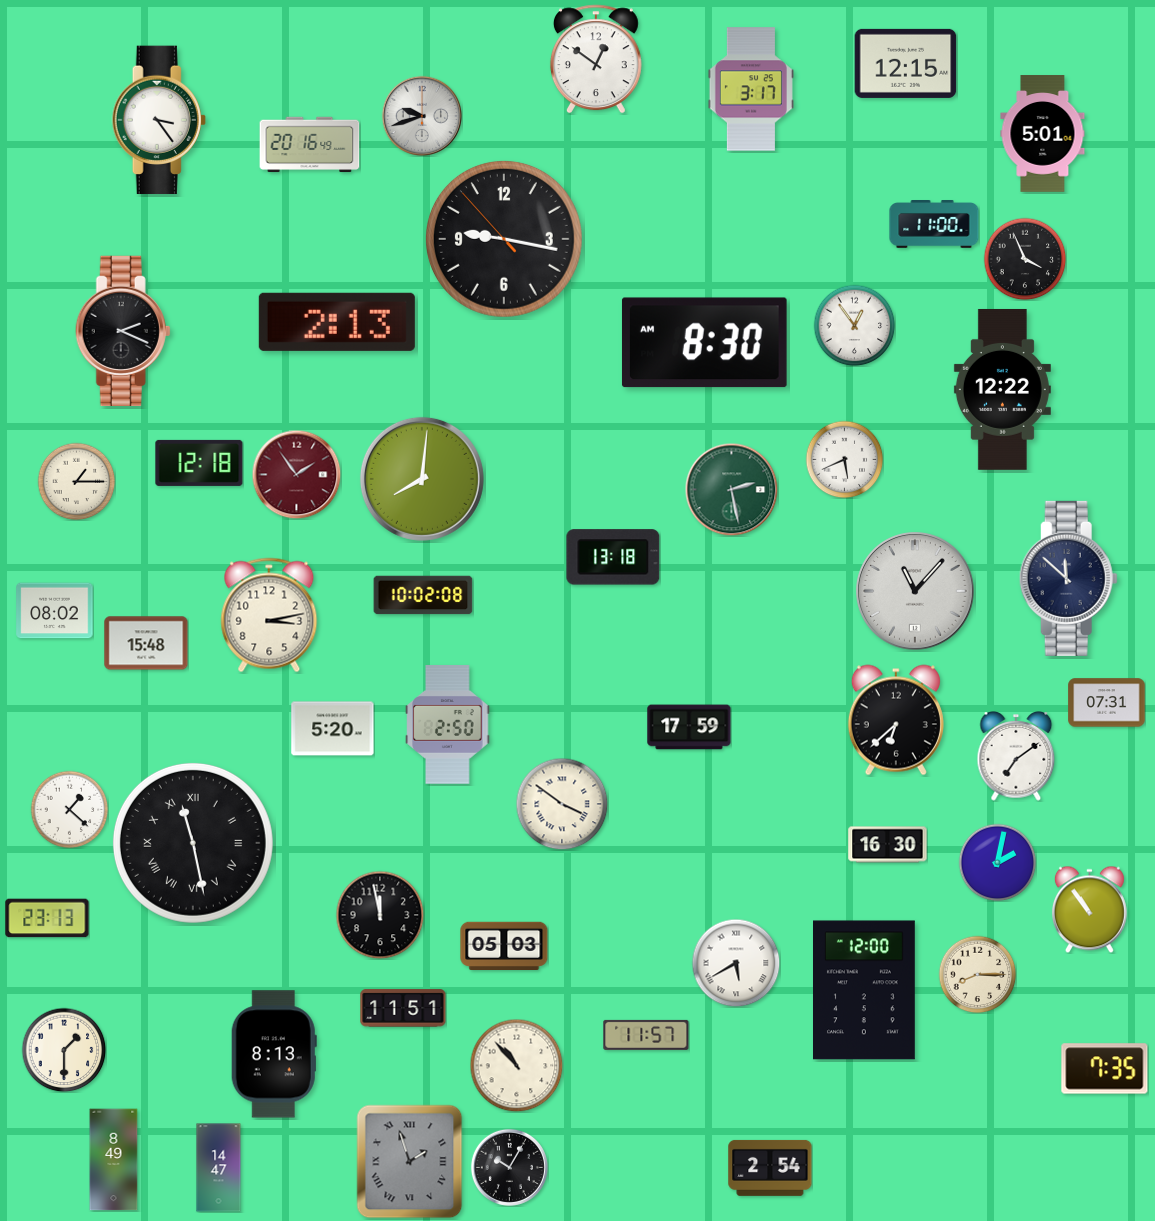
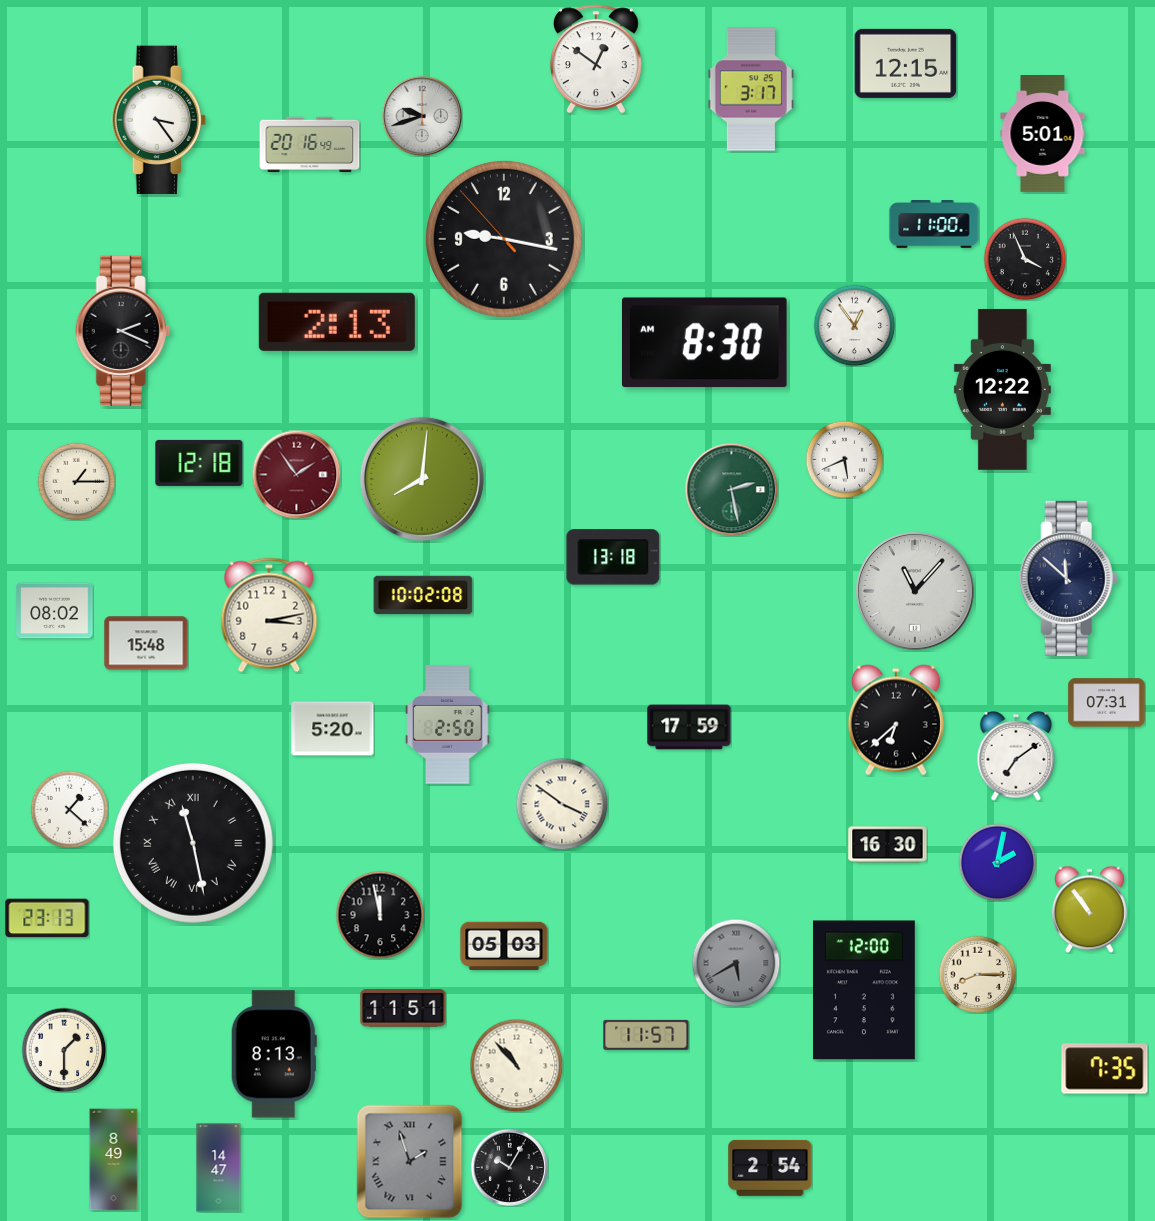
clock at (736, 963) dial: white -> grey
